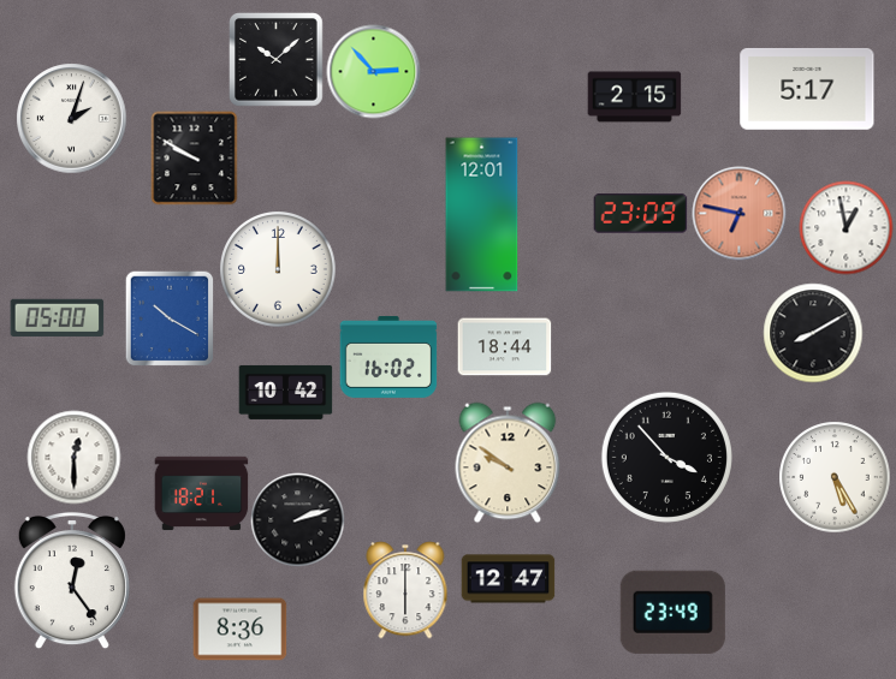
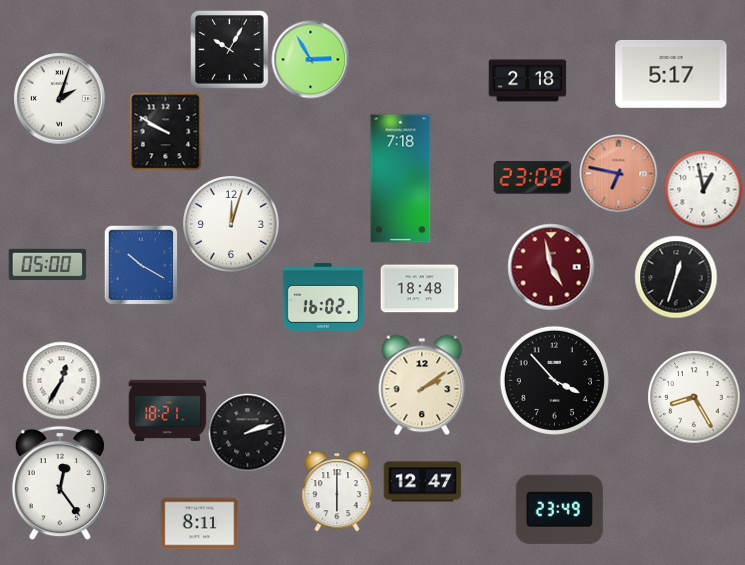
clock at (275, 59): 10:08 -> 10:05
clock at (373, 71): 2:53 -> 2:55
clock at (634, 97): 2:15 -> 2:18
clock at (195, 157) position: (195, 157) -> (166, 131)
clock at (738, 213) position: (738, 213) -> (618, 173)
clock at (482, 215): 12:01 -> 7:18
clock at (278, 269): 12:00 -> 12:03
clock at (551, 267): none -> 4:58
clock at (813, 333): 8:10 -> 12:33
clock at (504, 347): 18:44 -> 18:48
clock at (285, 392): 10:42 -> none
clock at (73, 457): 12:30 -> 12:35
clock at (508, 463): 9:51 -> 2:09
clock at (835, 477): 5:25 -> 8:25
clock at (239, 630): 8:36 -> 8:11
